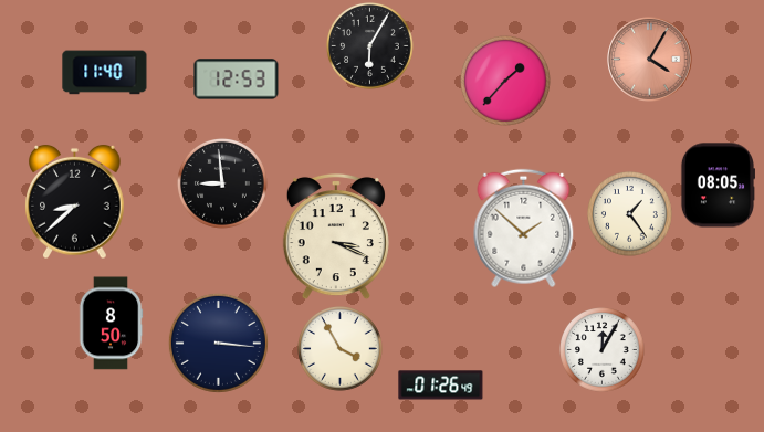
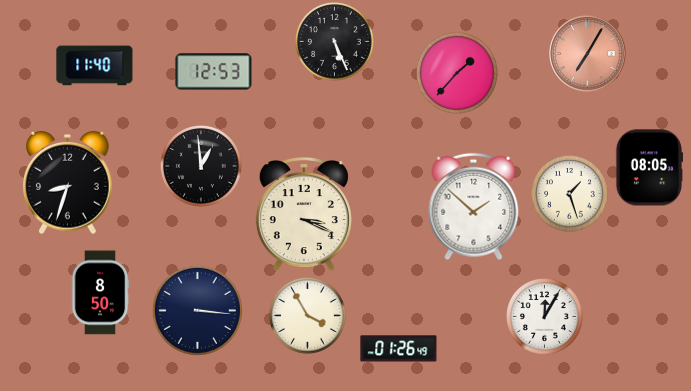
clock at (370, 46): 6:05 -> 5:26
clock at (650, 60): 4:05 -> 7:05
clock at (222, 183): 8:59 -> 12:59
clock at (75, 202): 8:38 -> 8:33
clock at (630, 214): 1:24 -> 1:27
